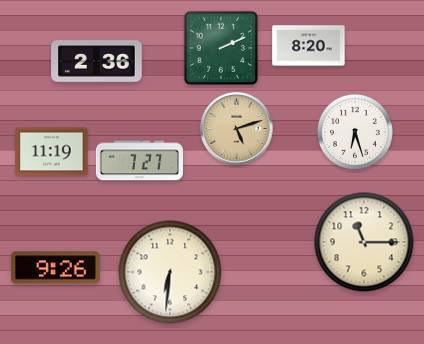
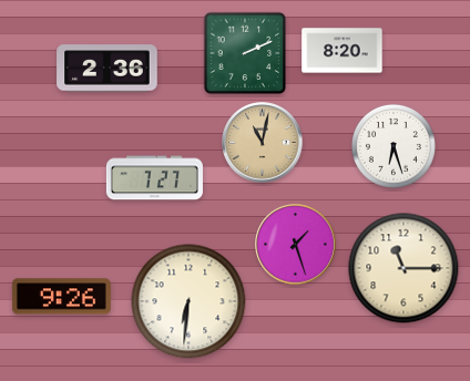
clock at (237, 129): 5:12 -> 11:02
clock at (52, 152): 11:19 -> none
clock at (296, 245): none -> 1:27
